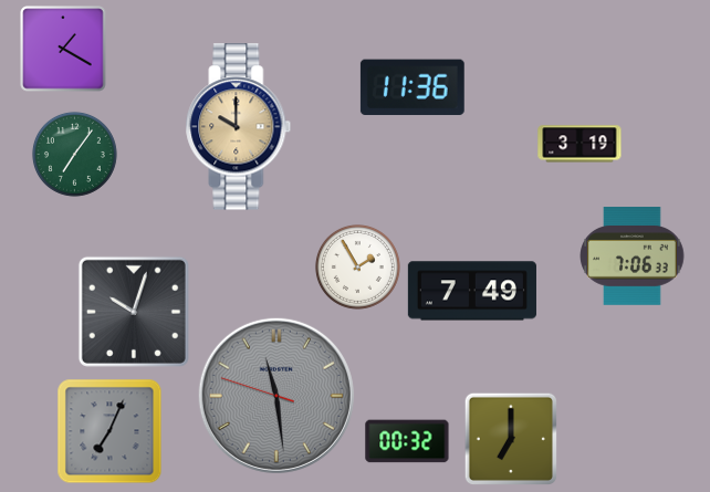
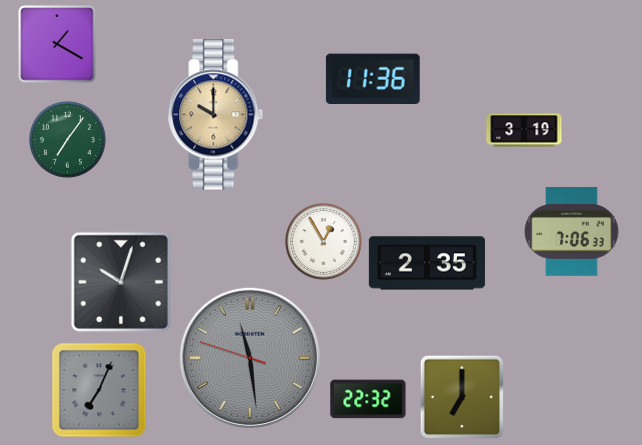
clock at (357, 266): 1:55 -> 12:55
clock at (472, 291): 7:49 -> 2:35
clock at (407, 441): 00:32 -> 22:32
